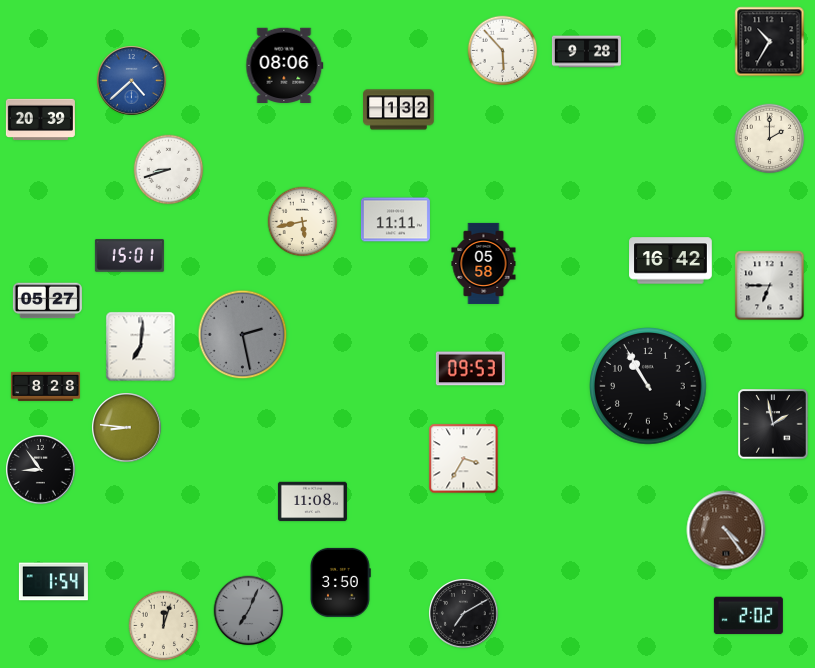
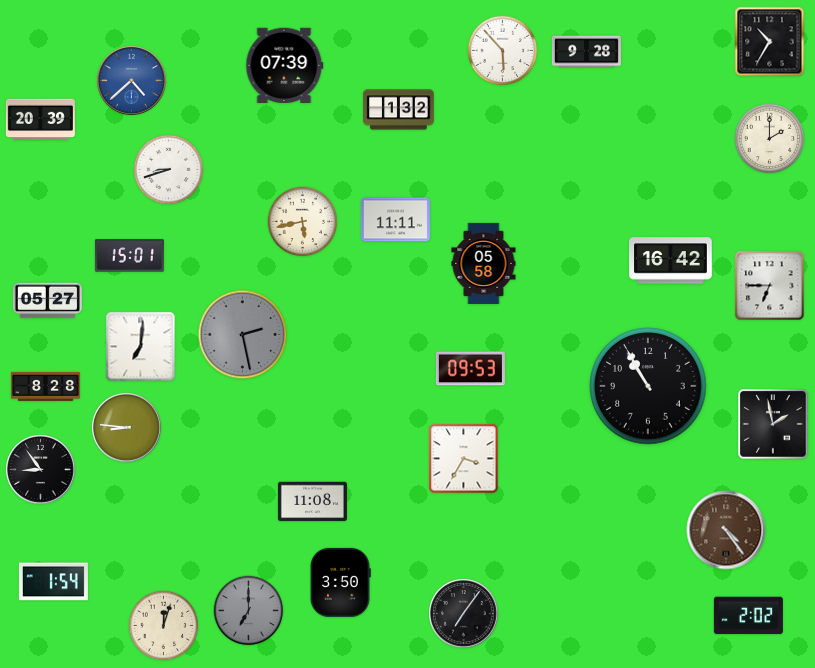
clock at (285, 65): 08:06 -> 07:39
clock at (249, 611): 7:04 -> 7:00
clock at (464, 614): 7:10 -> 7:06
